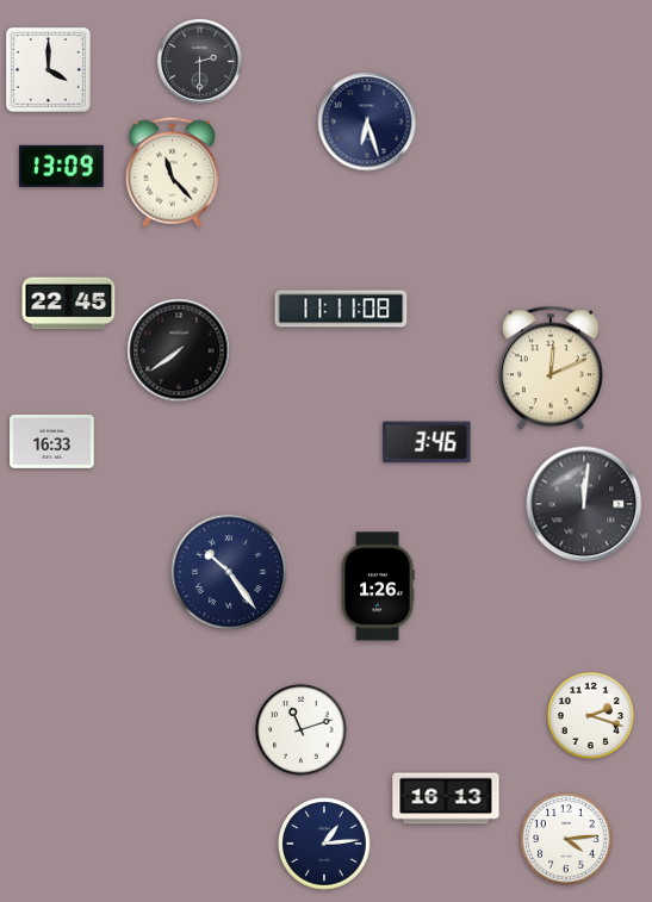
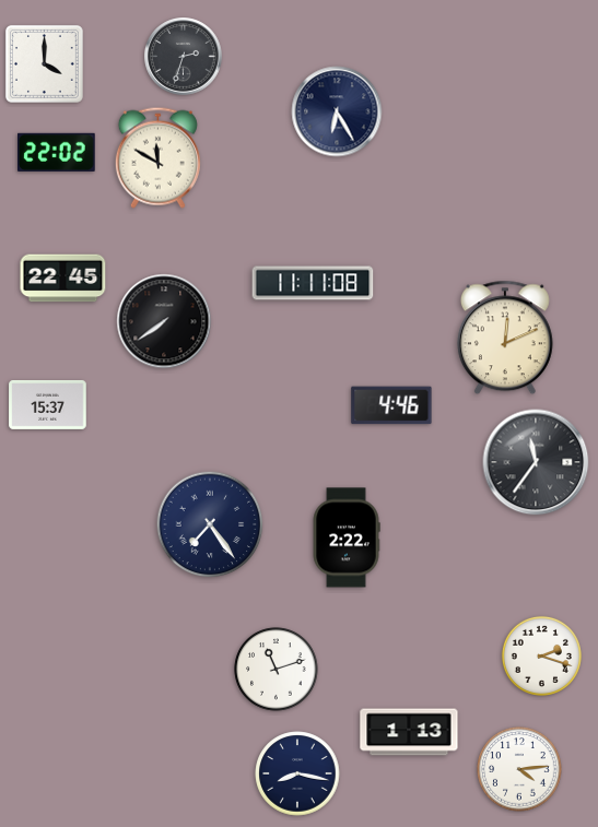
clock at (200, 62): 2:30 -> 2:33
clock at (367, 122): 6:27 -> 6:25
clock at (62, 166): 13:09 -> 22:02
clock at (172, 172): 11:23 -> 11:50
clock at (52, 441): 16:33 -> 15:37
clock at (427, 442): 3:46 -> 4:46
clock at (584, 504): 12:01 -> 11:36
clock at (229, 572): 10:24 -> 7:24
clock at (378, 586): 1:26 -> 2:22
clock at (446, 798): 16:13 -> 1:13
clock at (324, 844): 1:14 -> 8:17
